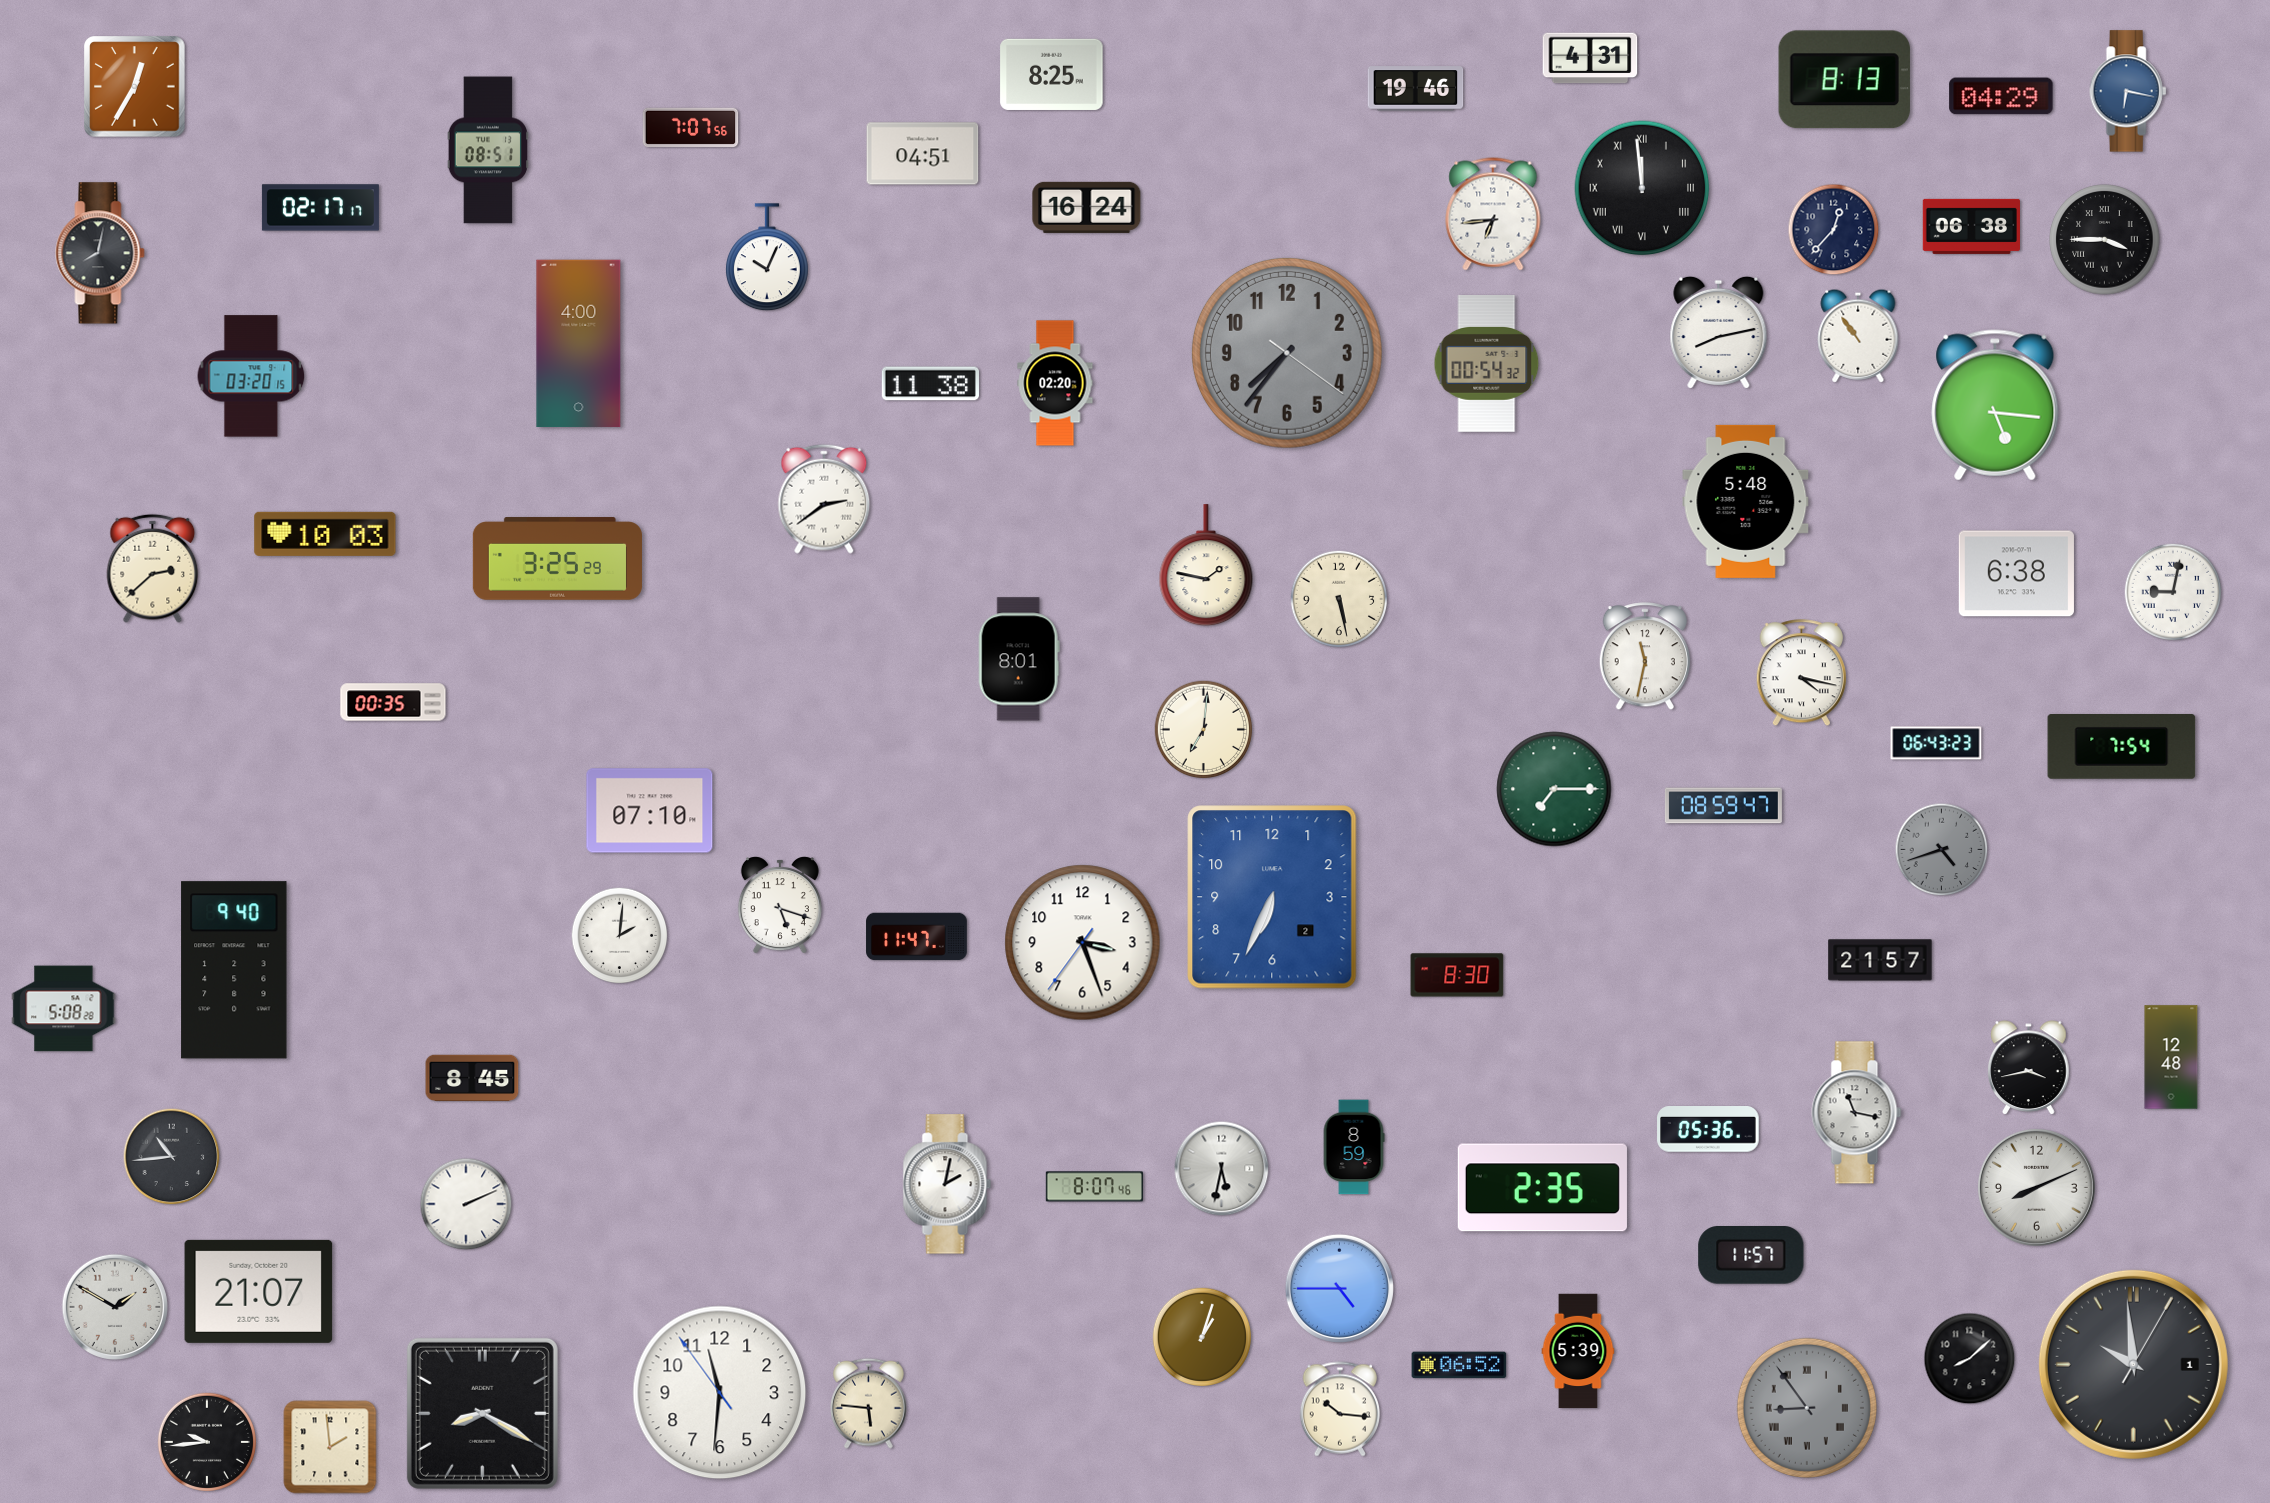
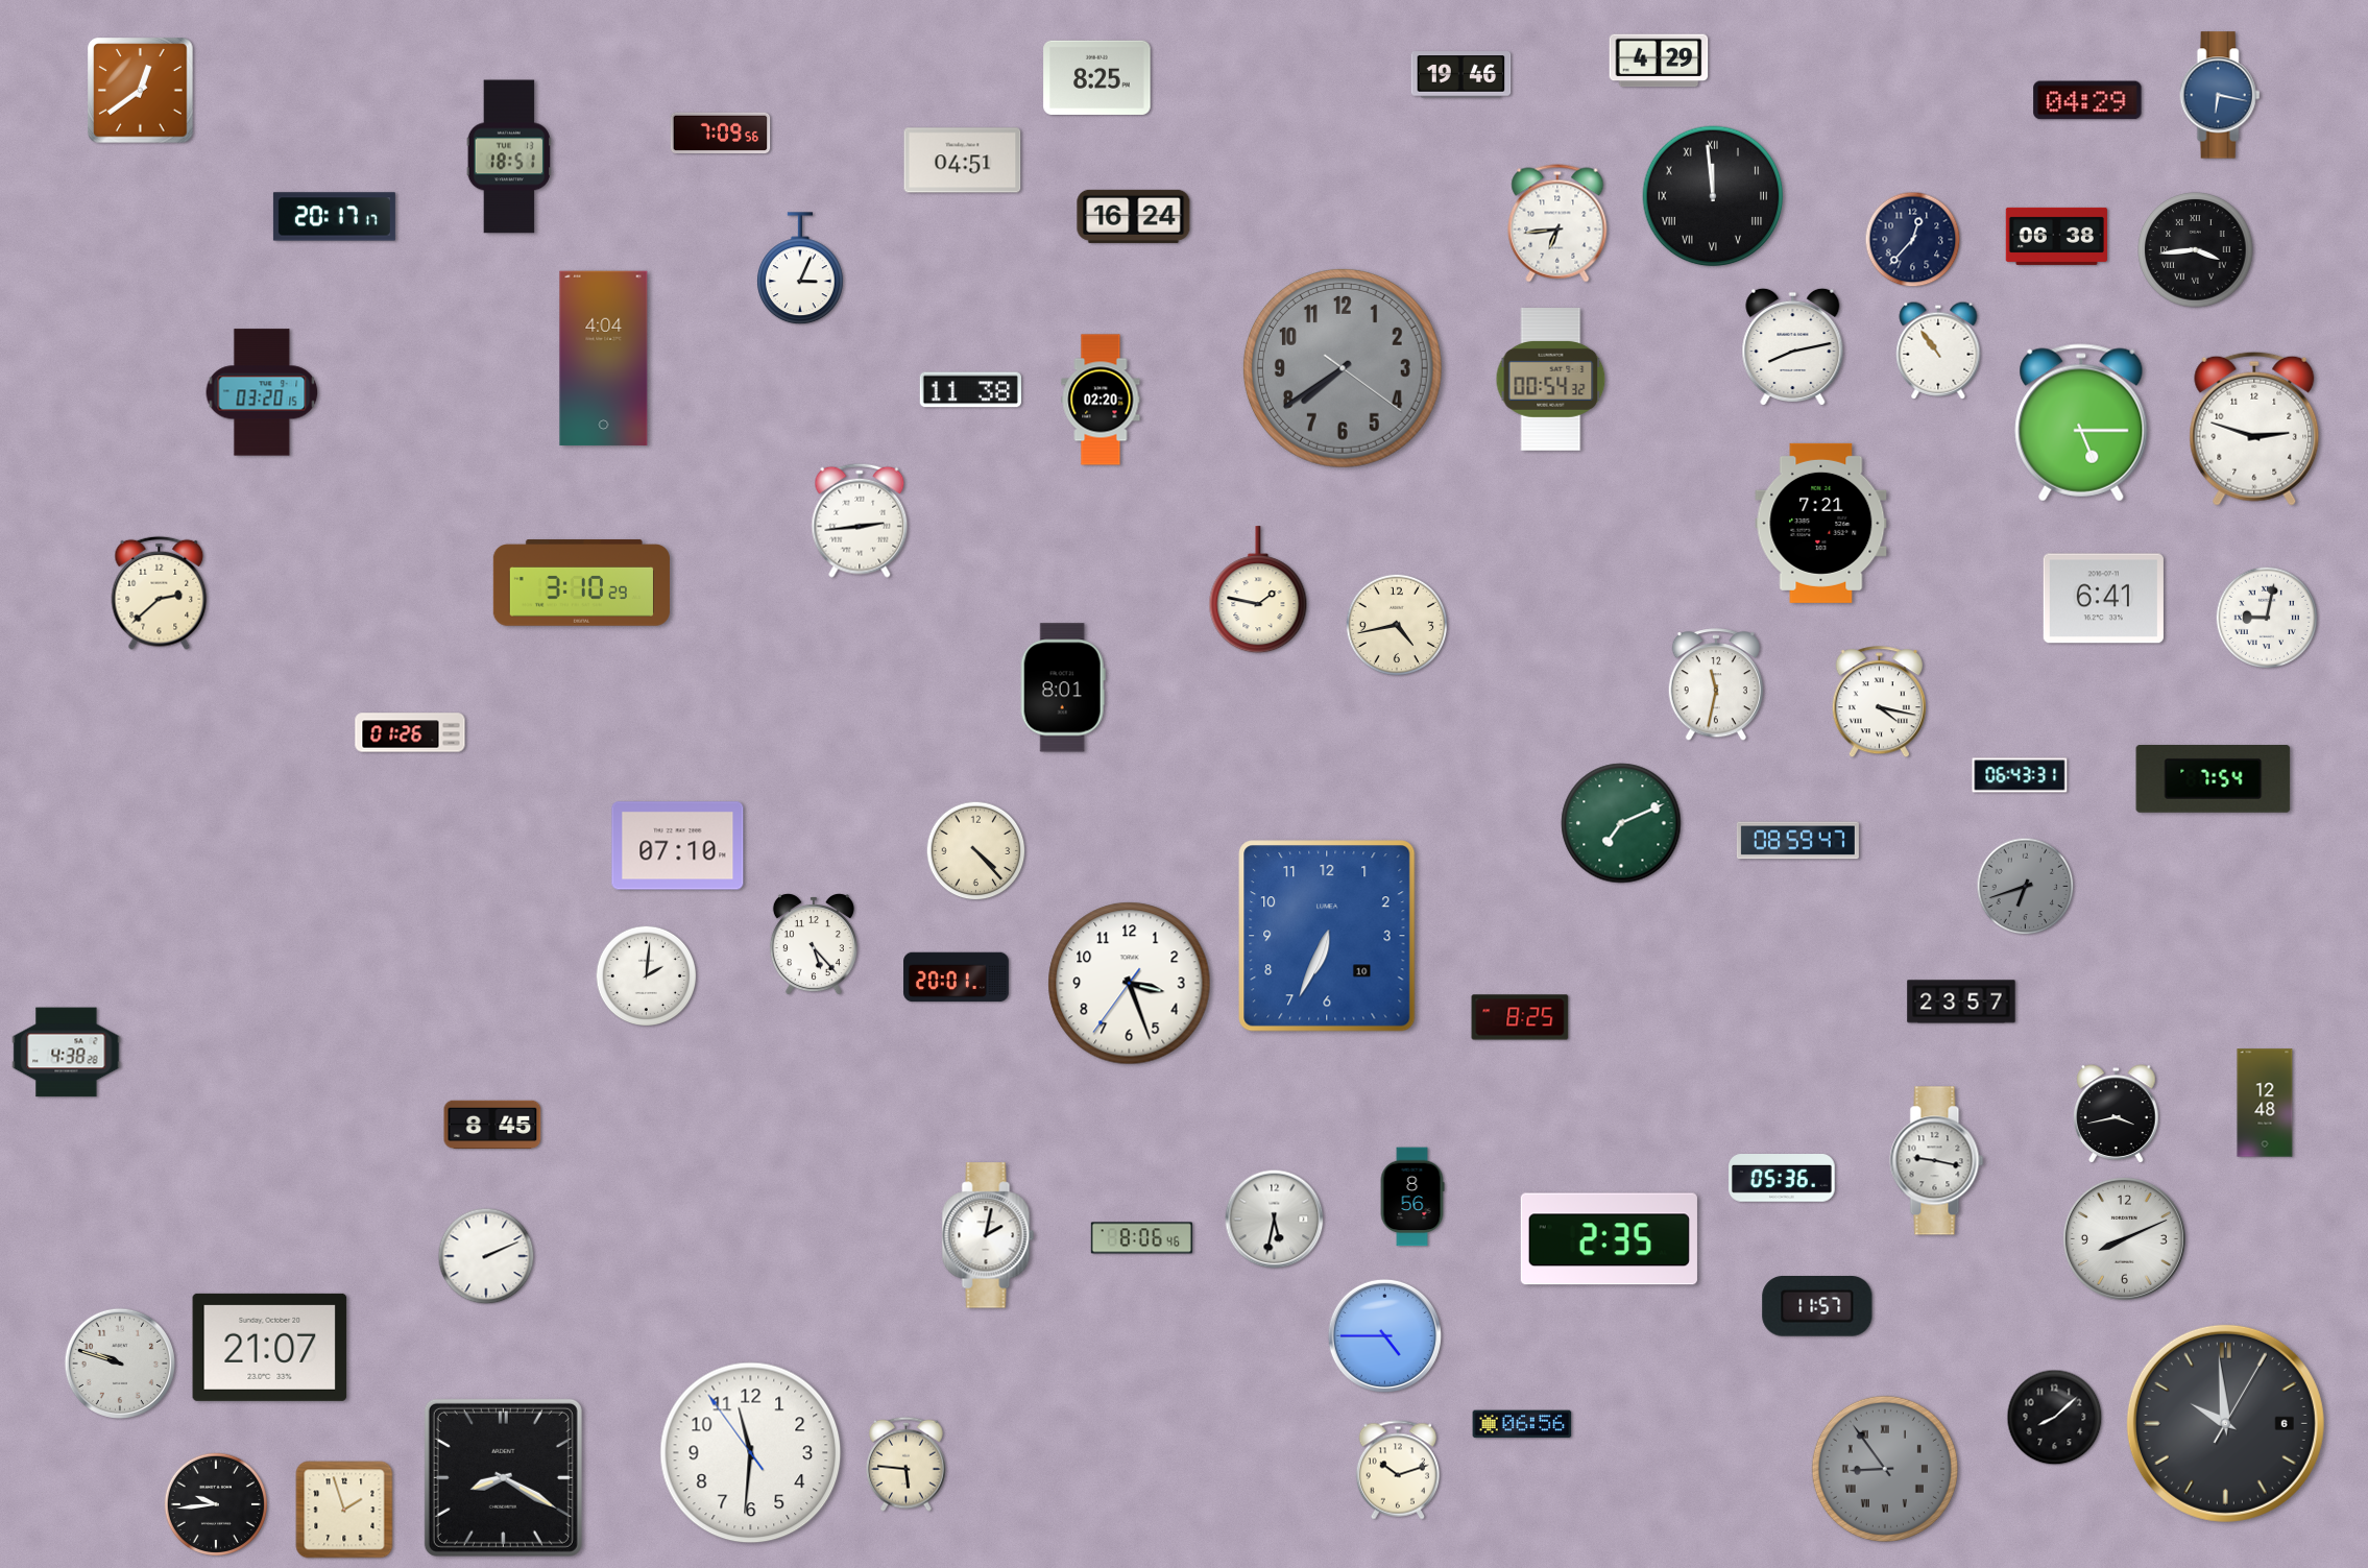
clock at (1590, 58): 4:31 -> 4:29
clock at (1844, 80): 8:13 -> none
clock at (135, 87): 12:35 -> 12:39
clock at (1416, 89) position: (1416, 89) -> (1461, 75)
clock at (691, 127): 7:07 -> 7:09
clock at (488, 150): 08:51 -> 18:51
clock at (320, 208): 02:17 -> 20:17
clock at (2105, 240): 3:45 -> 3:44
clock at (100, 253): 8:02 -> none
clock at (767, 258): 10:04 -> 3:04
clock at (579, 344): 4:00 -> 4:04
clock at (1287, 353): 7:36 -> 7:39
clock at (930, 384) position: (930, 384) -> (970, 390)
clock at (1995, 405): 5:16 -> 5:15
clock at (2254, 429): none -> 2:48
clock at (824, 499): 2:39 -> 2:44
clock at (1746, 501): 5:48 -> 7:21
clock at (325, 534): 10:03 -> none
clock at (557, 559): 3:25 -> 3:10
clock at (2016, 574): 6:38 -> 6:41
clock at (1339, 599): 5:28 -> 4:43
clock at (393, 702): 00:35 -> 01:26
clock at (1203, 729): 7:01 -> none
clock at (1936, 743): 06:43:23 -> 06:43:31
clock at (1554, 789): 7:15 -> 7:11
clock at (976, 851): none -> 4:23
clock at (1942, 850): 4:42 -> 6:42
clock at (1272, 897) date: 2 -> 10
clock at (780, 905): 5:18 -> 5:23
clock at (917, 937): 11:47 -> 20:01
clock at (1880, 960): 21:57 -> 23:57
clock at (234, 970): 9:40 -> none
clock at (1457, 975): 8:30 -> 8:25
clock at (64, 1009): 5:08 -> 4:38
clock at (1857, 1113): 11:17 -> 9:17
clock at (1354, 1147): 8:59 -> 8:56
clock at (172, 1157): 10:44 -> none
clock at (1094, 1187): 8:07 -> 8:06
clock at (1751, 1255) position: (1751, 1255) -> (1817, 1306)
clock at (1339, 1288) position: (1339, 1288) -> (1384, 1335)
clock at (115, 1307): 1:50 -> 9:48
clock at (1201, 1336): 1:03 -> none
clock at (1578, 1351): 5:39 -> none
clock at (2133, 1364) date: 1 -> 6
clock at (1459, 1365): 06:52 -> 06:56
clock at (1339, 1409): 10:16 -> 10:12
clock at (482, 1413) position: (482, 1413) -> (503, 1477)
clock at (330, 1447): 1:59 -> 1:57
